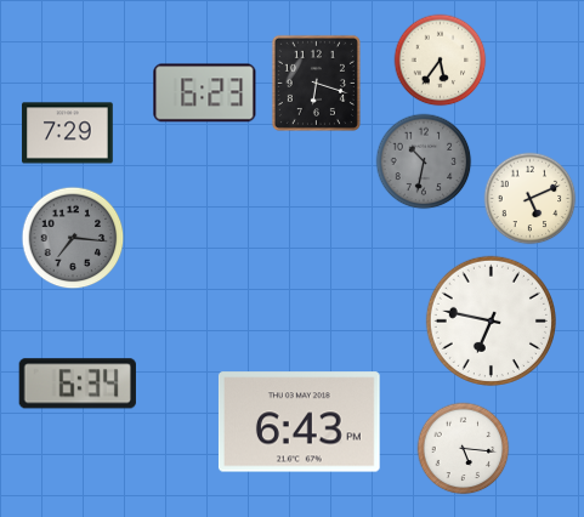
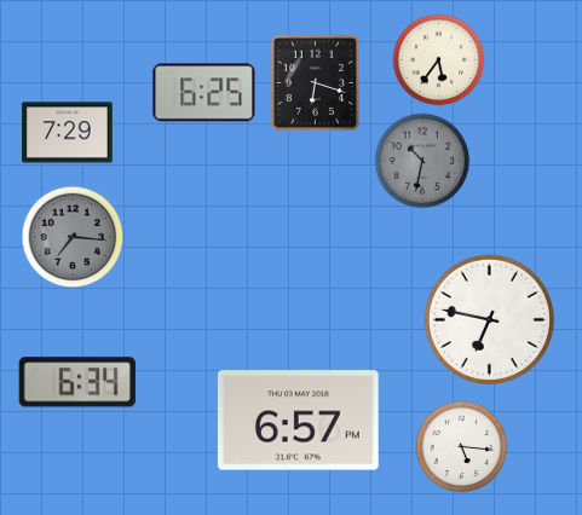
clock at (205, 93): 6:23 -> 6:25
clock at (531, 199): 5:11 -> none
clock at (299, 422): 6:43 -> 6:57
